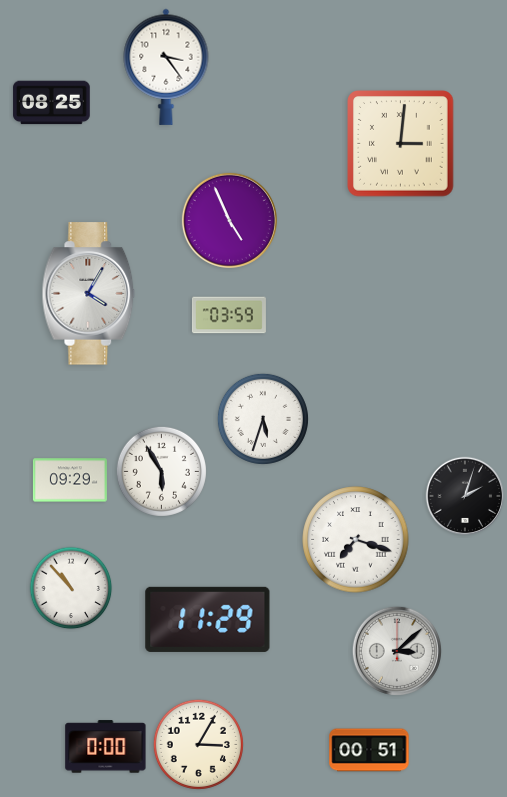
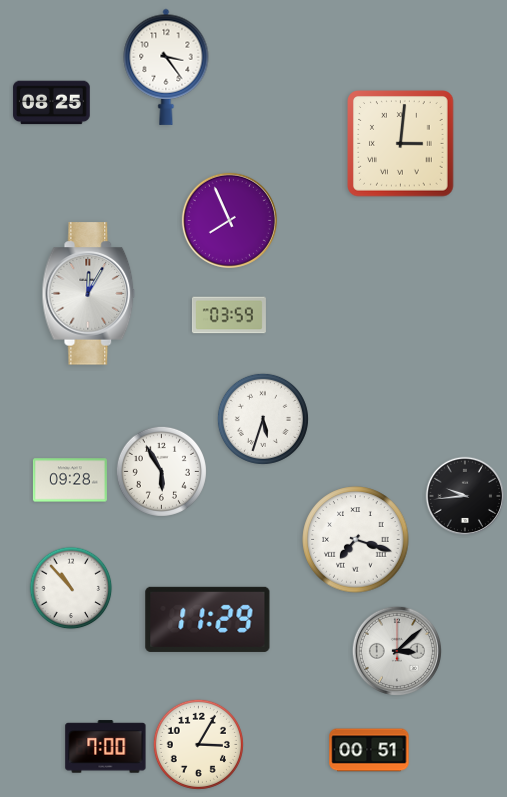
clock at (229, 220): 4:56 -> 7:56
clock at (89, 294): 4:05 -> 12:05
clock at (70, 480): 09:29 -> 09:28
clock at (465, 496): 2:03 -> 9:44
clock at (106, 747): 0:00 -> 7:00
